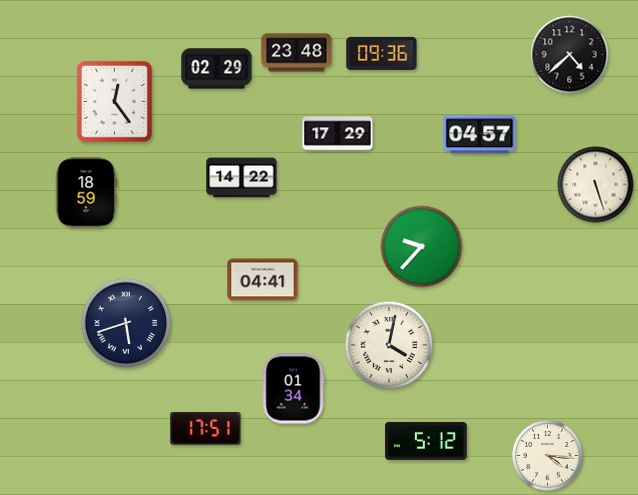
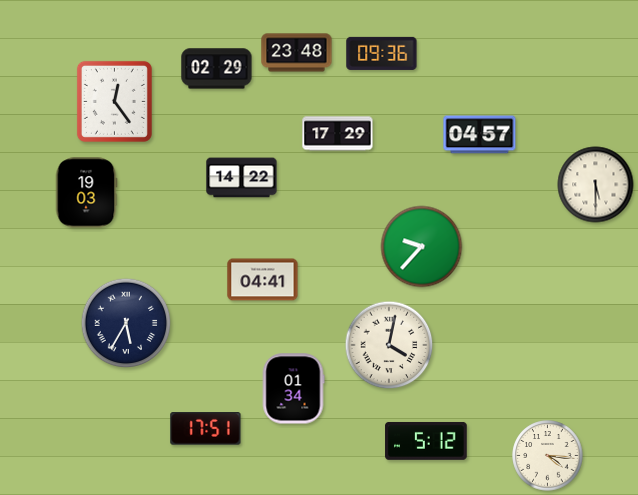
clock at (570, 55): 4:38 -> none
clock at (596, 185): 5:27 -> 5:30
clock at (86, 193): 18:59 -> 19:03
clock at (126, 323): 5:42 -> 5:35
